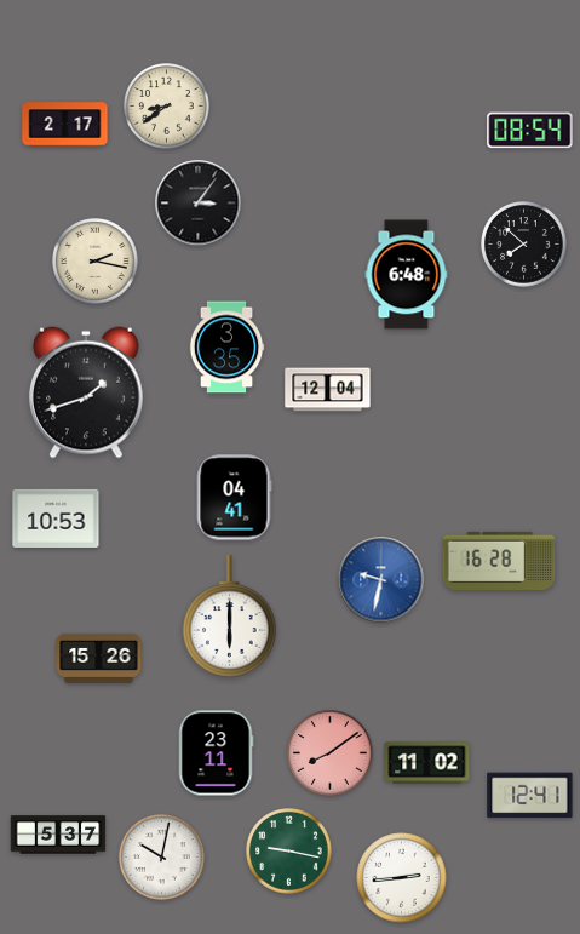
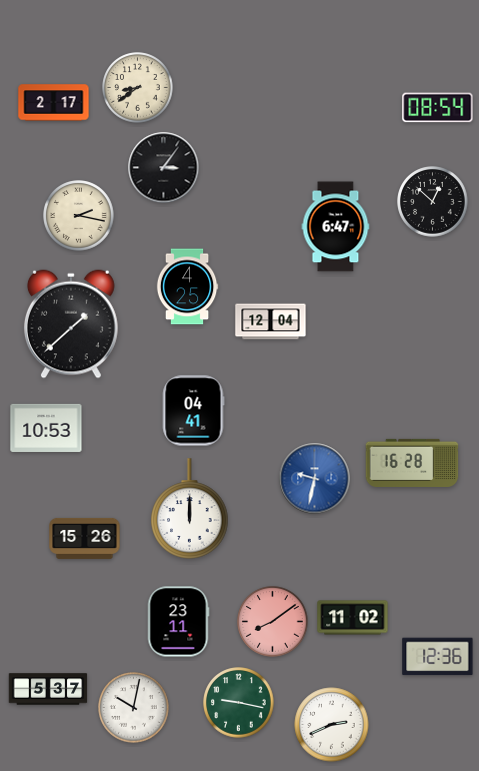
clock at (524, 245): 7:52 -> 12:52
clock at (407, 275): 6:48 -> 6:47
clock at (226, 348): 3:35 -> 4:25
clock at (86, 392): 1:42 -> 1:38
clock at (230, 617): 6:00 -> 12:00
clock at (99, 658) position: (99, 658) -> (85, 538)
clock at (427, 763) position: (427, 763) -> (353, 618)
clock at (530, 796): 12:41 -> 12:36
clock at (402, 878): 2:44 -> 2:41
